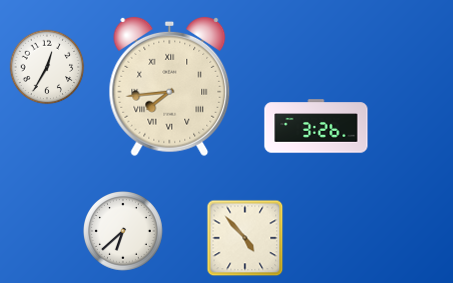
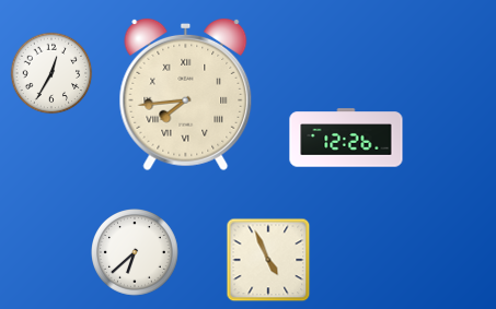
clock at (316, 126): 3:26 -> 12:26
clock at (245, 238): 4:53 -> 4:56
